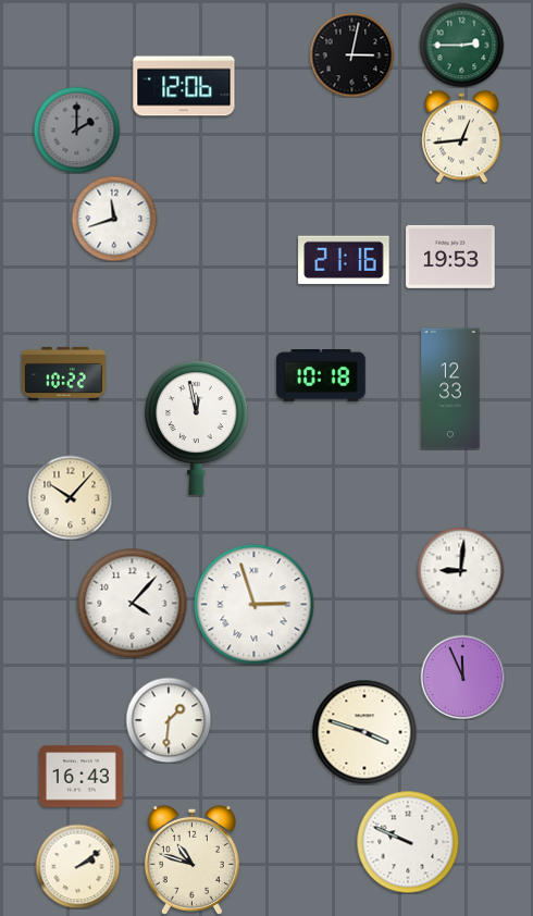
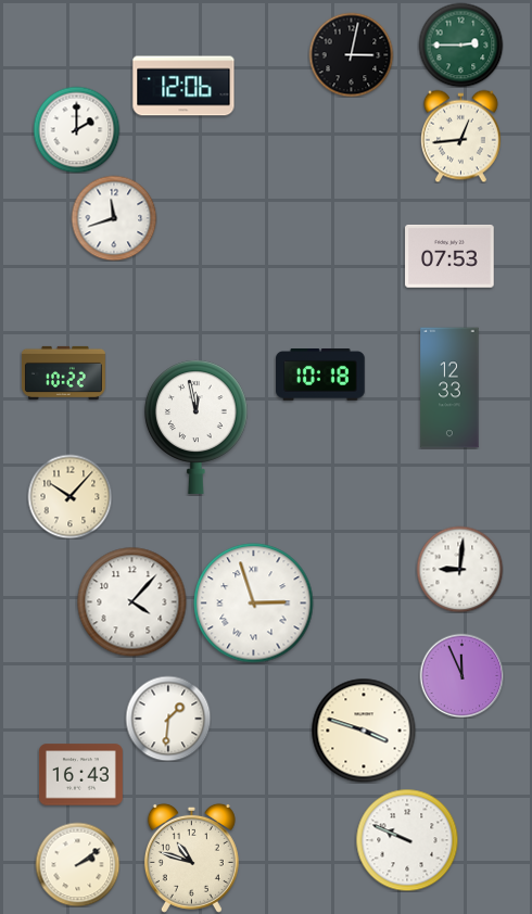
clock at (76, 129) dial: grey -> white
clock at (450, 257): 19:53 -> 07:53
clock at (344, 260): 21:16 -> none
